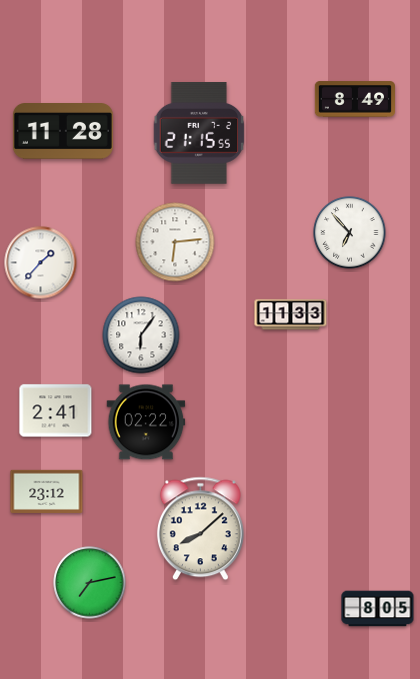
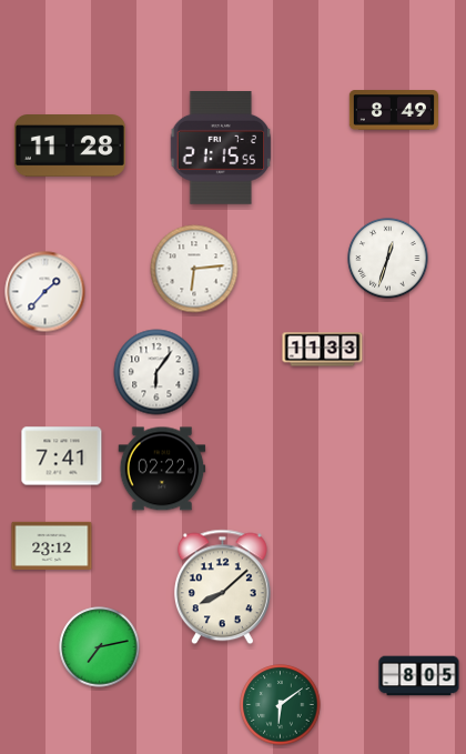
clock at (350, 233): 6:53 -> 12:33
clock at (56, 411): 2:41 -> 7:41
clock at (281, 705): none -> 6:09
